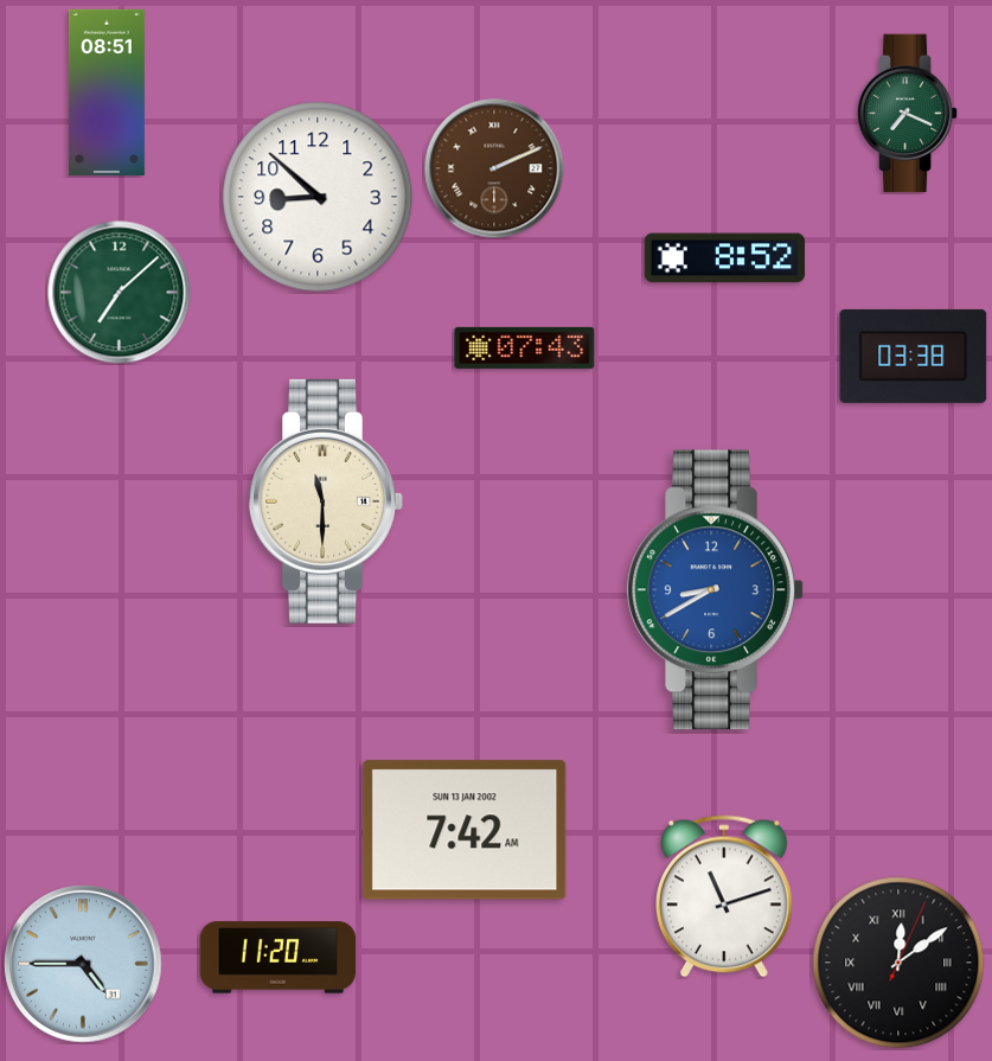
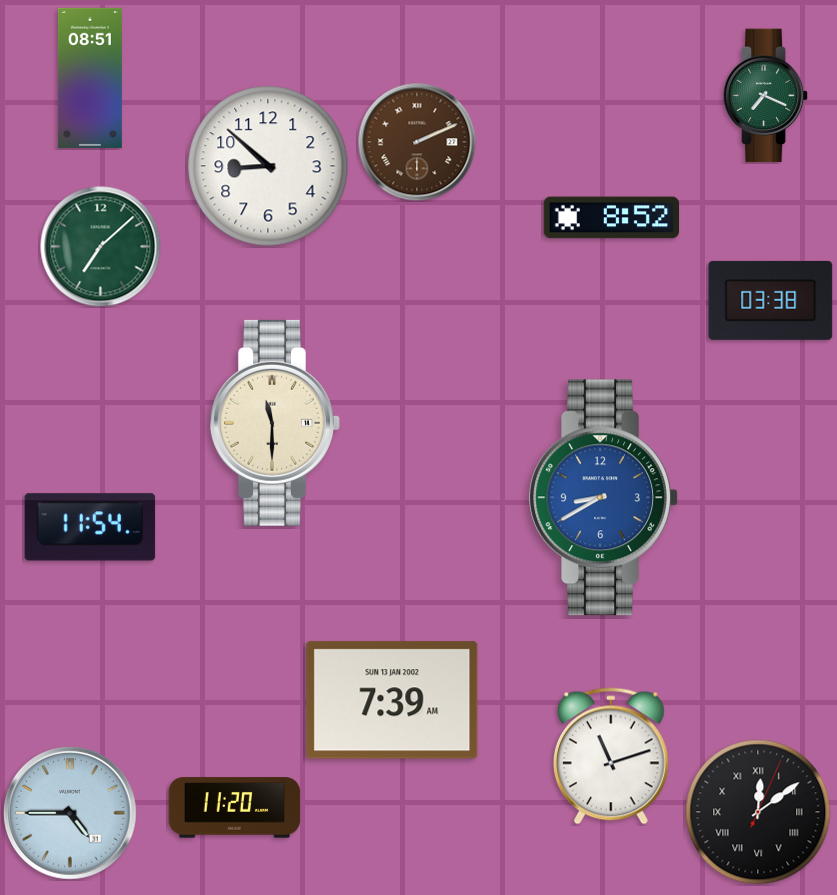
clock at (525, 347): 07:43 -> none
clock at (90, 527): none -> 11:54
clock at (465, 830): 7:42 -> 7:39
